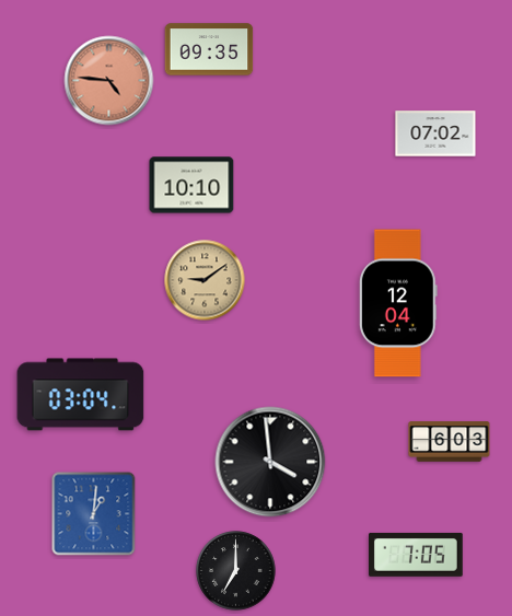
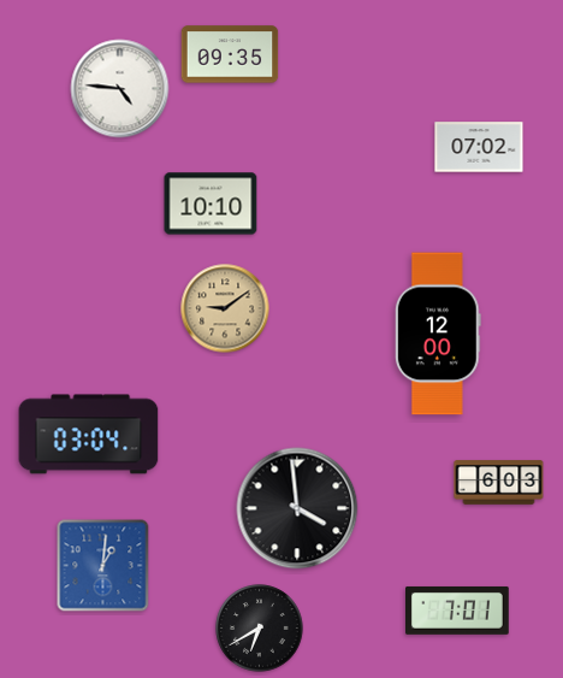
clock at (109, 81) dial: salmon -> white
clock at (398, 303): 12:04 -> 12:00
clock at (450, 442) position: (450, 442) -> (499, 483)
clock at (417, 555): 7:05 -> 7:01
clock at (236, 571): 7:00 -> 6:40
